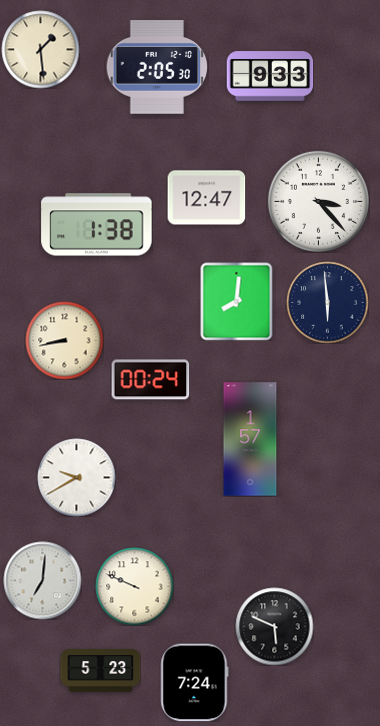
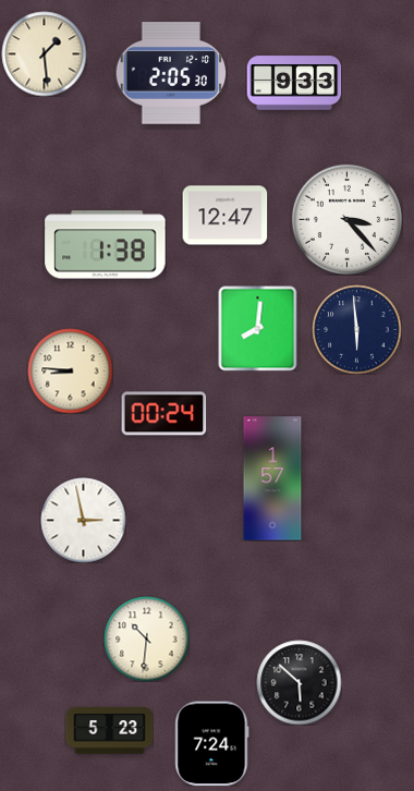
clock at (64, 340): 8:43 -> 8:46
clock at (76, 477): 9:40 -> 2:58
clock at (42, 580): 7:01 -> none
clock at (134, 586): 9:49 -> 10:31
clock at (274, 626): 5:49 -> 5:52
